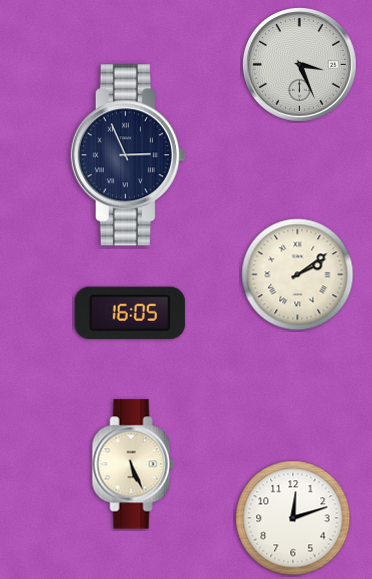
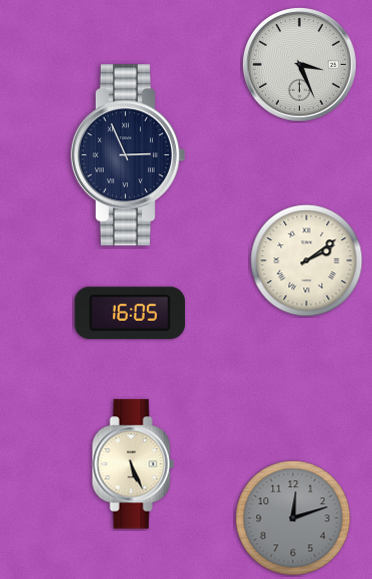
clock at (298, 275) position: (298, 275) -> (307, 261)
clock at (293, 518) dial: white -> grey
